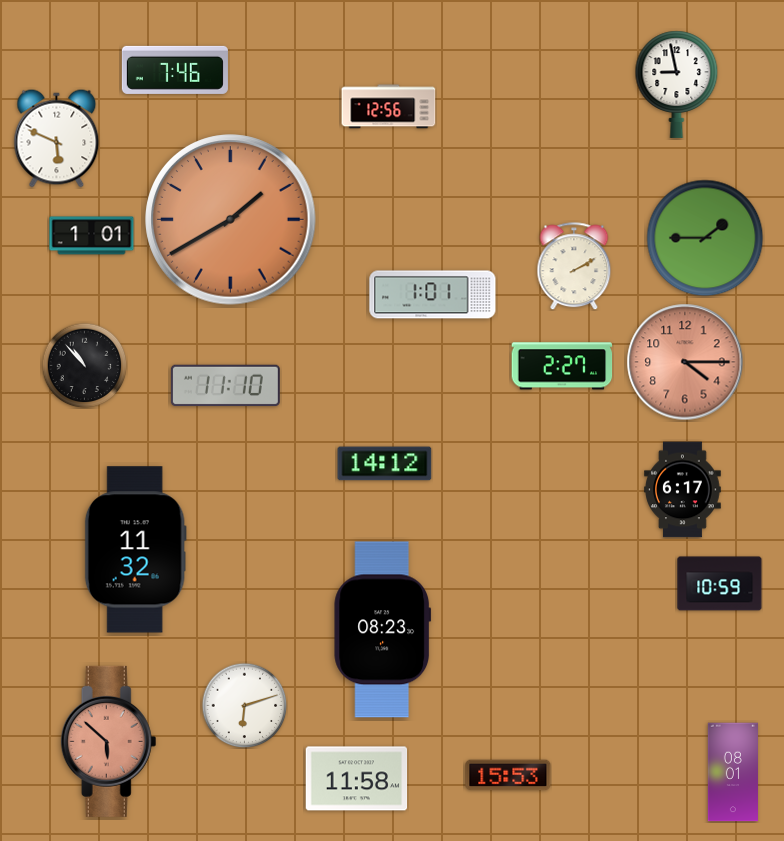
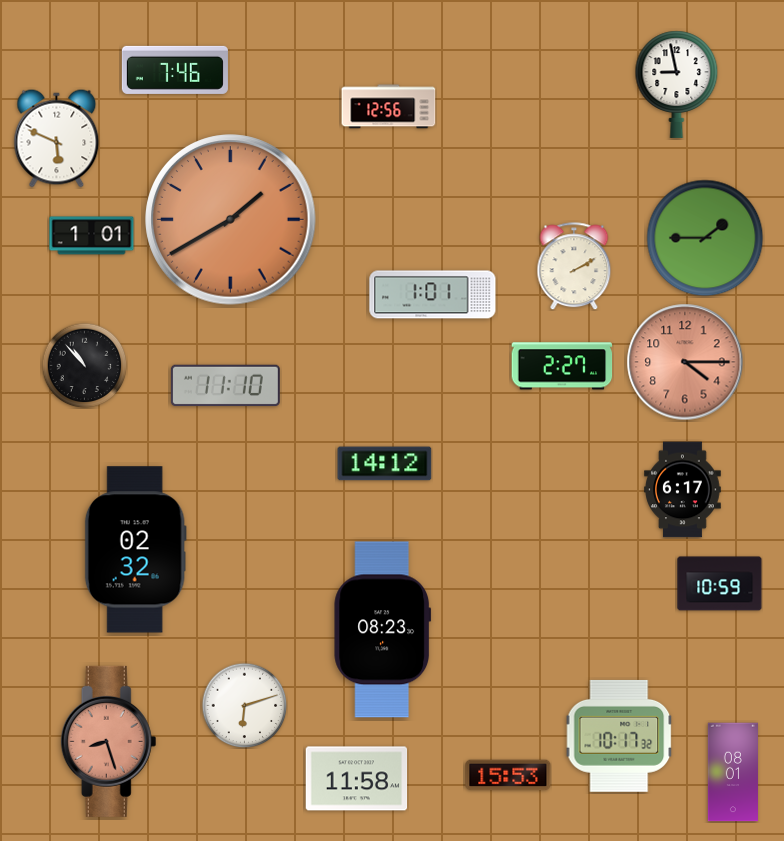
clock at (135, 550): 11:32 -> 02:32
clock at (619, 736): none -> 10:17
clock at (109, 741): 5:52 -> 8:27
